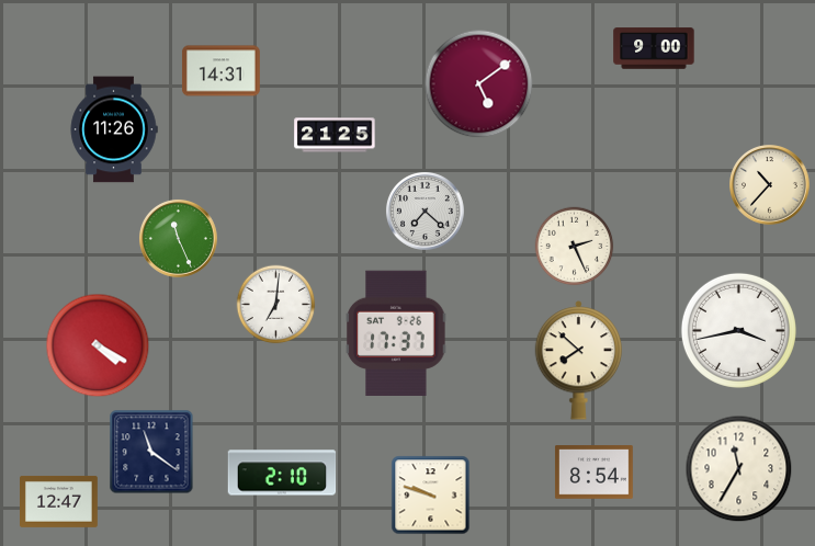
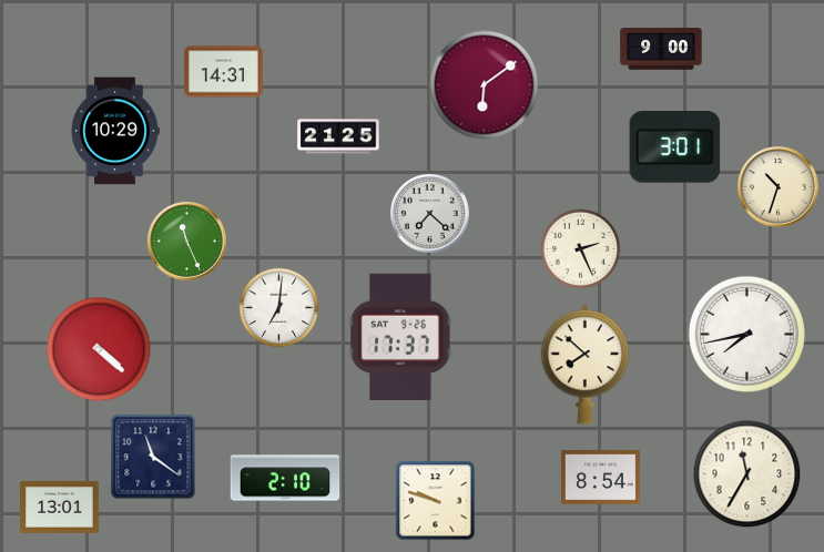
clock at (479, 84): 5:09 -> 6:09
clock at (114, 129): 11:26 -> 10:29
clock at (675, 147): none -> 3:01
clock at (770, 185): 10:37 -> 10:33
clock at (179, 239) position: (179, 239) -> (187, 242)
clock at (738, 330): 3:43 -> 7:43
clock at (98, 345): 4:20 -> 4:22
clock at (59, 501): 12:47 -> 13:01
